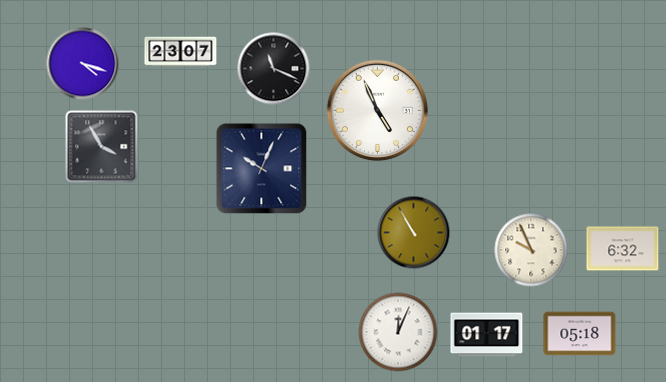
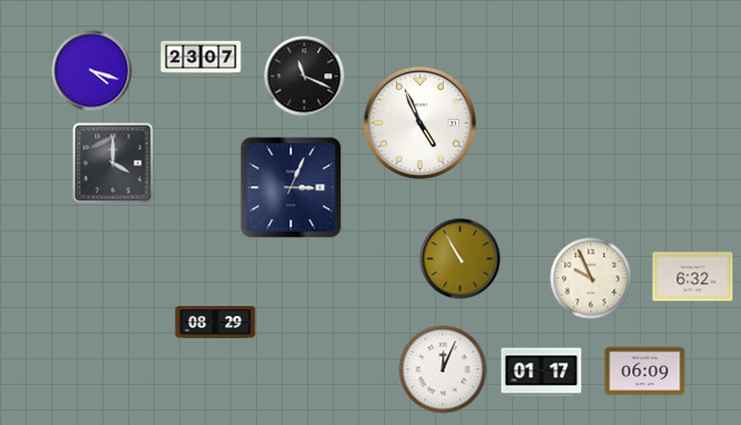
clock at (102, 147): 3:55 -> 4:00
clock at (262, 169): 10:04 -> 3:04
clock at (216, 323): none -> 08:29
clock at (580, 334): 05:18 -> 06:09
